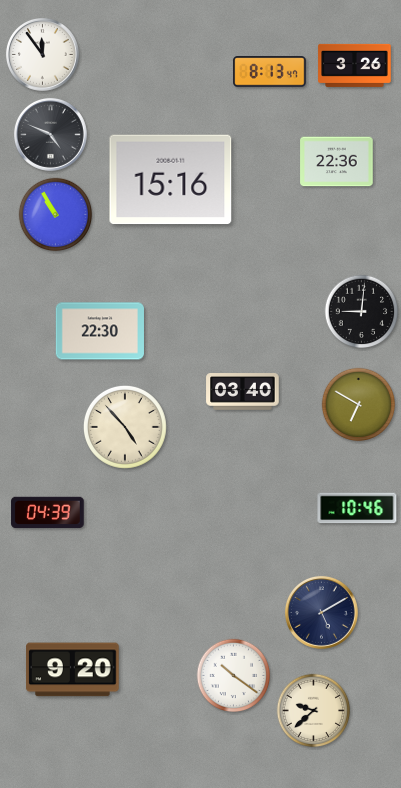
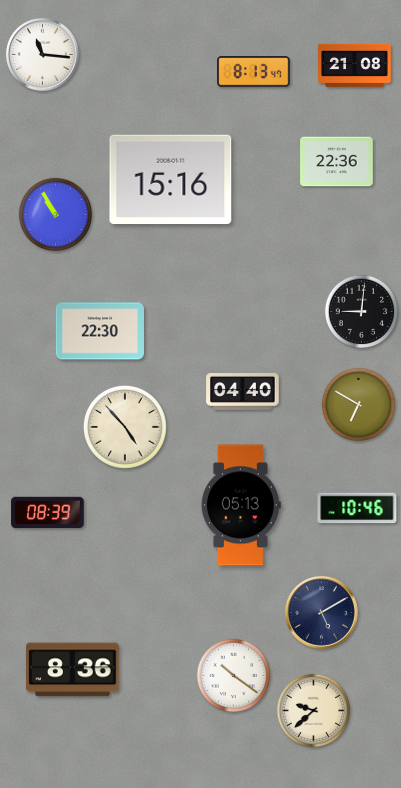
clock at (43, 55): 11:54 -> 11:16
clock at (355, 65): 3:26 -> 21:08
clock at (270, 72) position: (270, 72) -> (254, 72)
clock at (51, 135): 4:49 -> none
clock at (243, 392): 03:40 -> 04:40
clock at (241, 505): none -> 05:13
clock at (48, 513): 04:39 -> 08:39
clock at (73, 670): 9:20 -> 8:36
